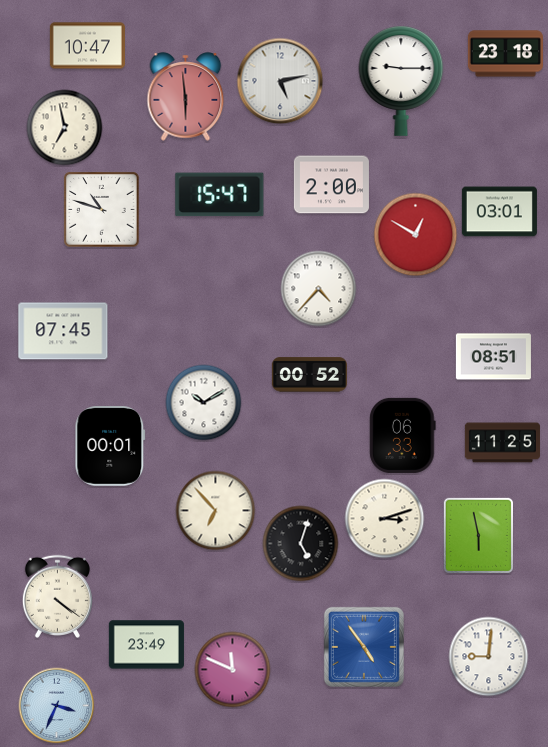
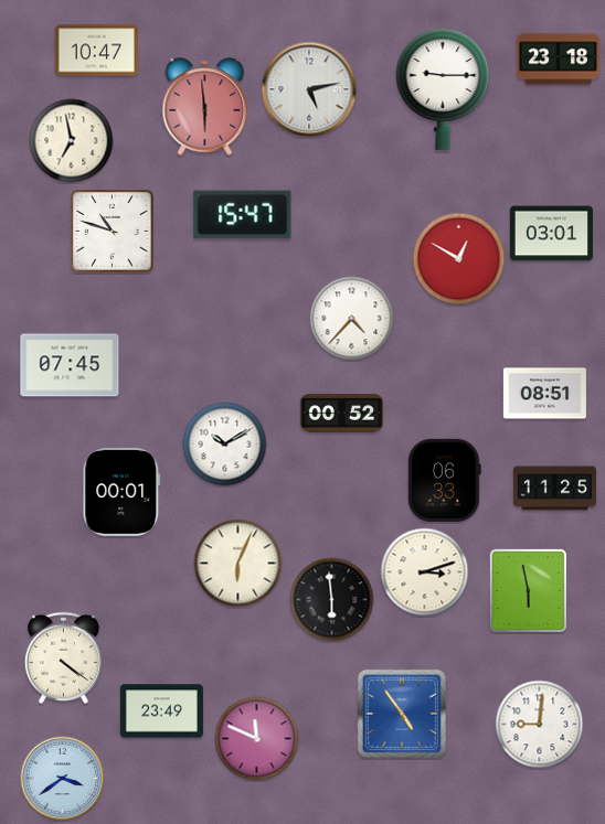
clock at (331, 185): 2:00 -> none
clock at (216, 511): 6:53 -> 6:04
clock at (301, 544): 5:03 -> 5:59
clock at (57, 706): 3:34 -> 3:39
